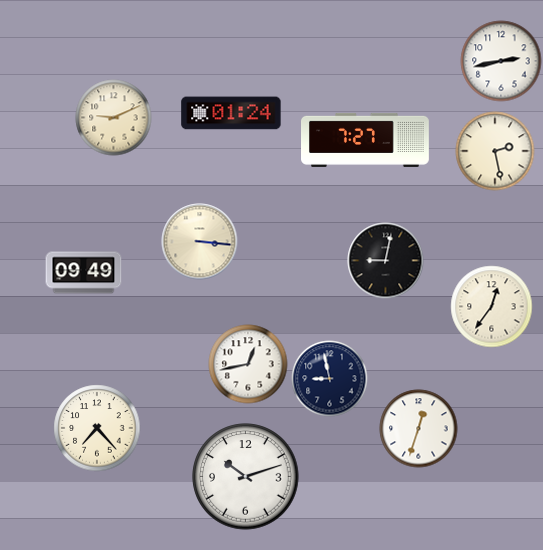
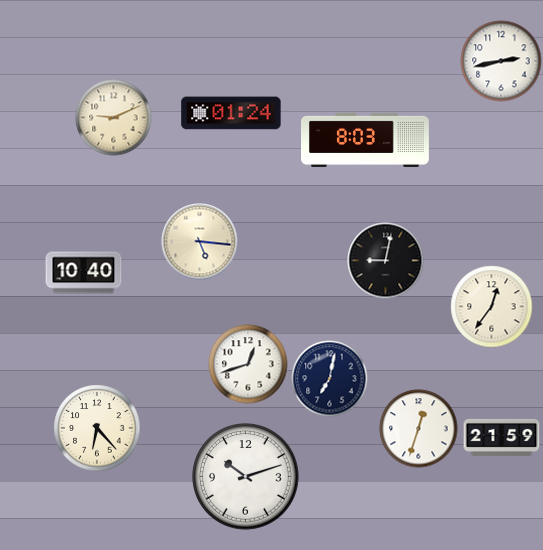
clock at (366, 140): 7:27 -> 8:03
clock at (495, 151): 2:28 -> none
clock at (200, 242): 3:16 -> 5:16
clock at (84, 273): 09:49 -> 10:40
clock at (248, 364): 12:43 -> 12:42
clock at (330, 379): 8:58 -> 7:02
clock at (97, 428): 7:23 -> 6:23
clock at (502, 437): none -> 21:59
